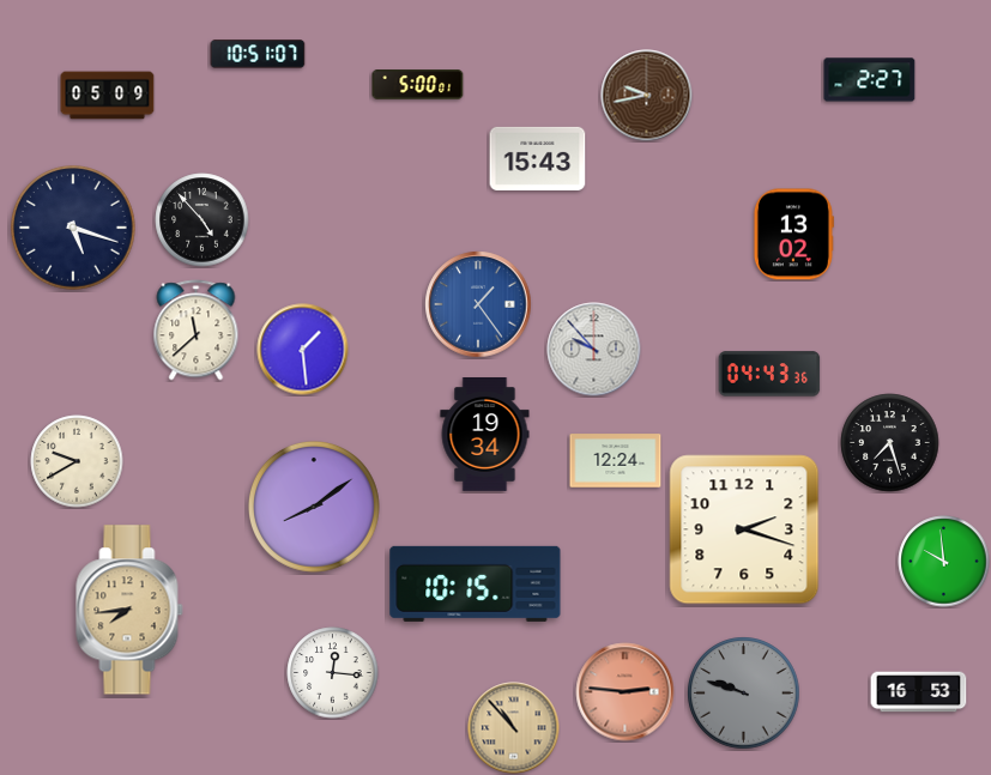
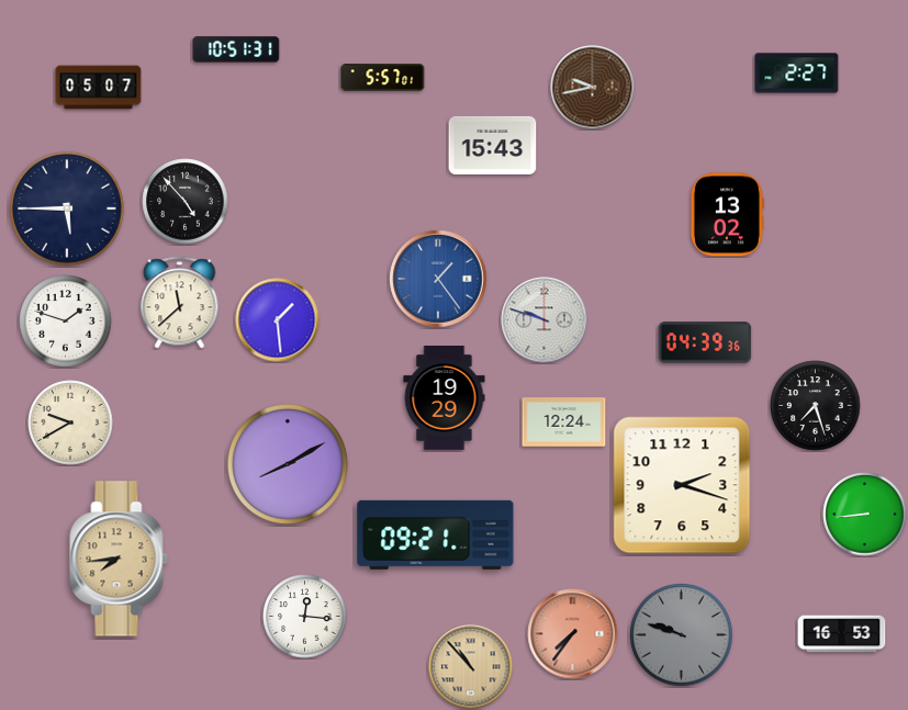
clock at (258, 54): 10:51:07 -> 10:51:31
clock at (418, 85): 5:00 -> 5:57
clock at (108, 96): 05:09 -> 05:07
clock at (74, 229): 5:18 -> 5:45
clock at (594, 350): 9:53 -> 9:48
clock at (66, 322): none -> 1:48
clock at (769, 374): 04:43 -> 04:39
clock at (485, 435): 19:34 -> 19:29
clock at (314, 507): 8:09 -> 8:10
clock at (944, 562): 9:59 -> 8:44
clock at (476, 583): 10:15 -> 09:21
clock at (626, 692): 2:46 -> 7:36
